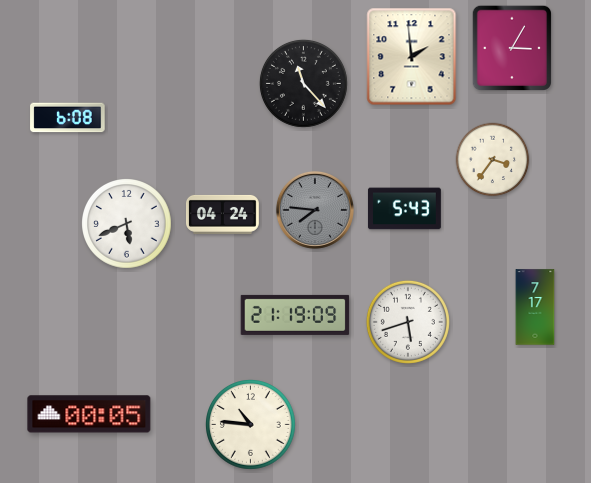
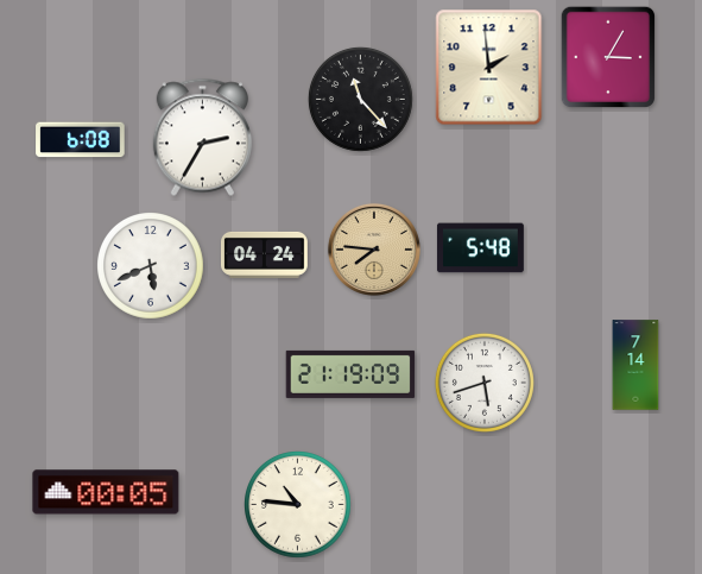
clock at (202, 138): none -> 2:35
clock at (493, 160): 3:36 -> none
clock at (404, 209): 5:43 -> 5:48
clock at (315, 210) dial: grey -> champagne
clock at (535, 307): 7:17 -> 7:14
